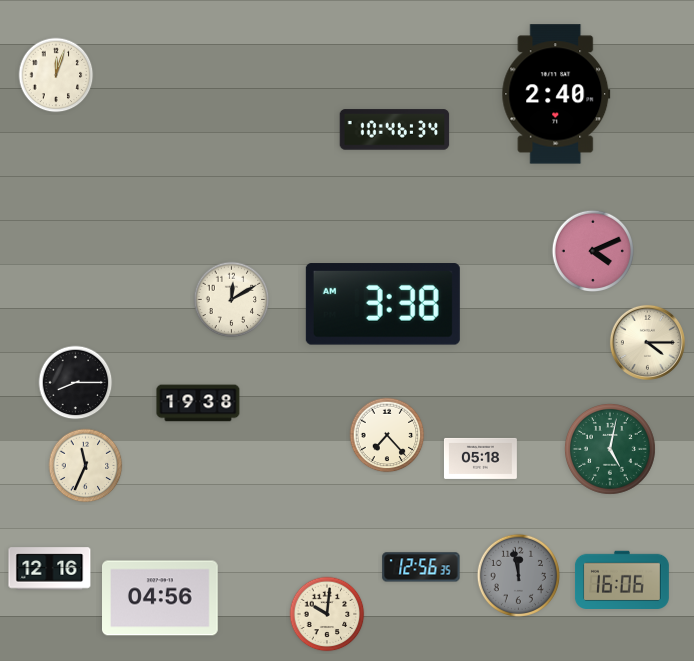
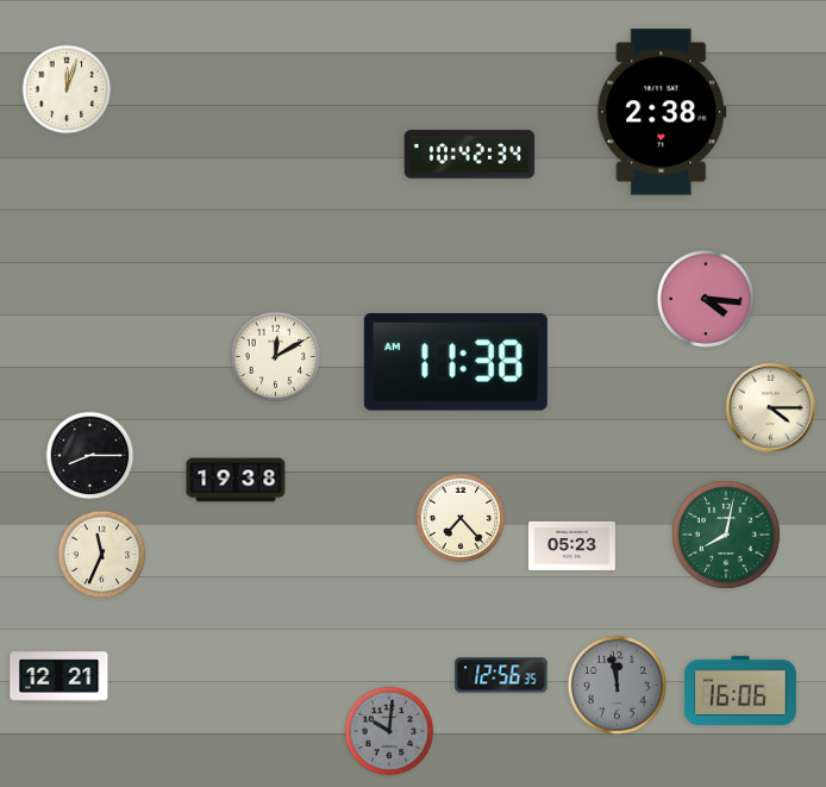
clock at (556, 94): 2:40 -> 2:38
clock at (395, 130): 10:46 -> 10:42
clock at (592, 250): 4:11 -> 4:16
clock at (383, 304): 3:38 -> 11:38
clock at (611, 450): 5:02 -> 8:02
clock at (480, 458): 05:18 -> 05:23
clock at (50, 569): 12:16 -> 12:21
clock at (161, 598): 04:56 -> none
clock at (327, 614) dial: cream -> grey
